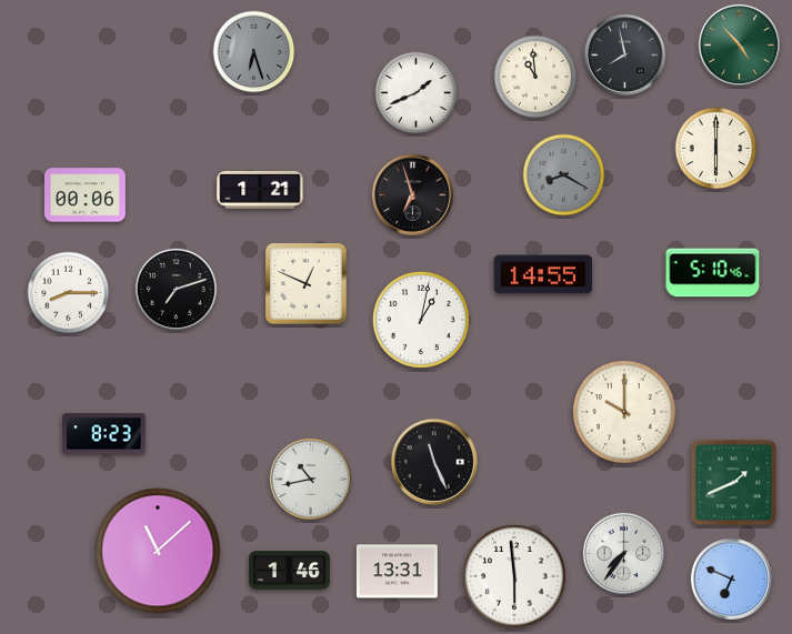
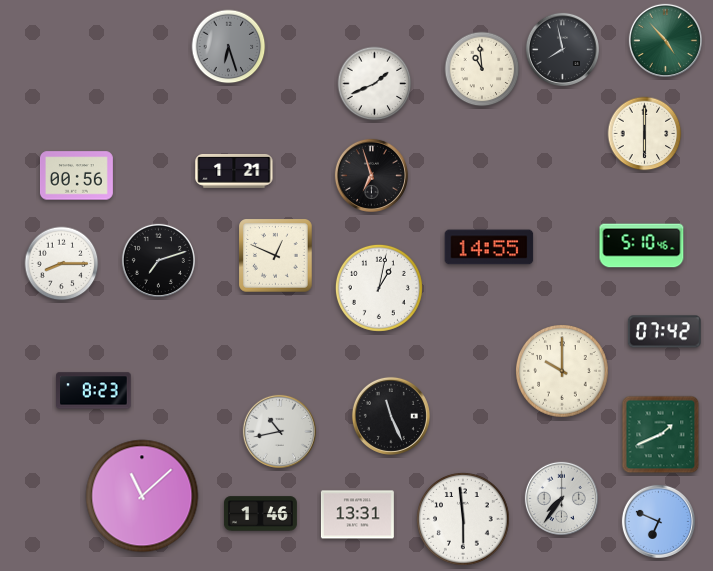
clock at (564, 175): 8:20 -> none
clock at (84, 195): 00:06 -> 00:56
clock at (664, 332): none -> 07:42
